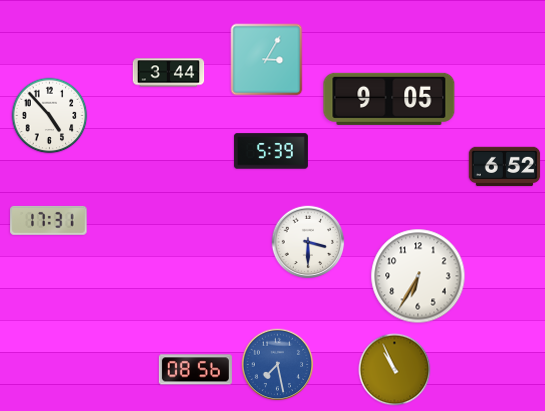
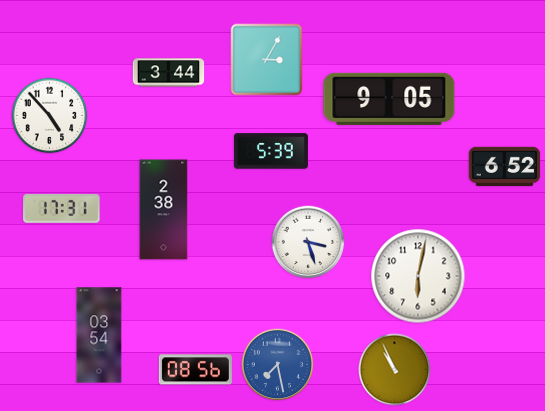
clock at (164, 210): none -> 2:38
clock at (49, 220) position: (49, 220) -> (62, 208)
clock at (308, 242): 3:30 -> 3:27
clock at (418, 276): 6:35 -> 6:02
clock at (99, 335): none -> 03:54
